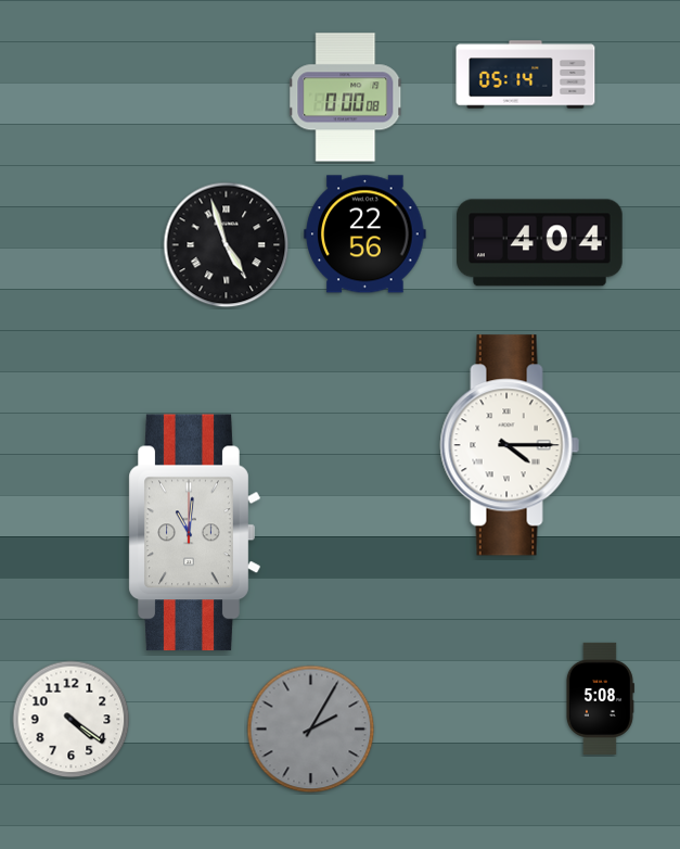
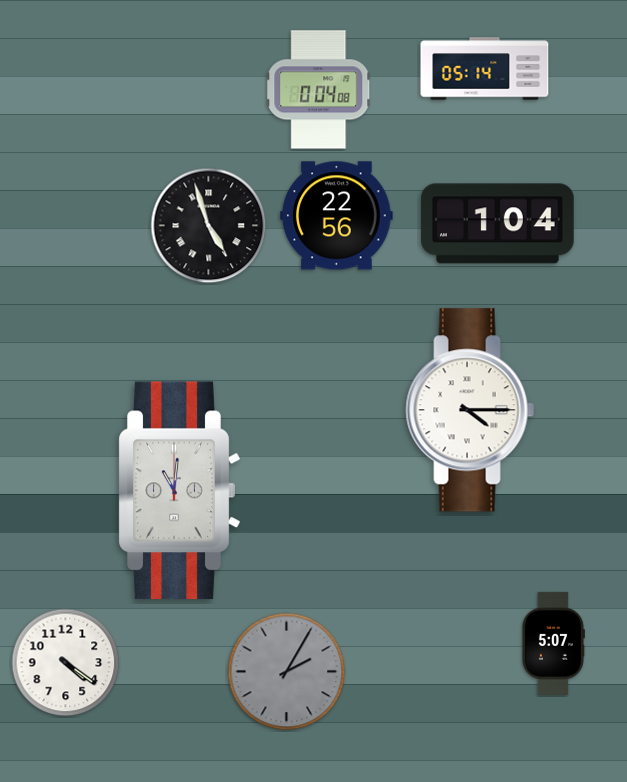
clock at (346, 98): 0:00 -> 0:04
clock at (540, 243): 4:04 -> 1:04
clock at (600, 698): 5:08 -> 5:07
